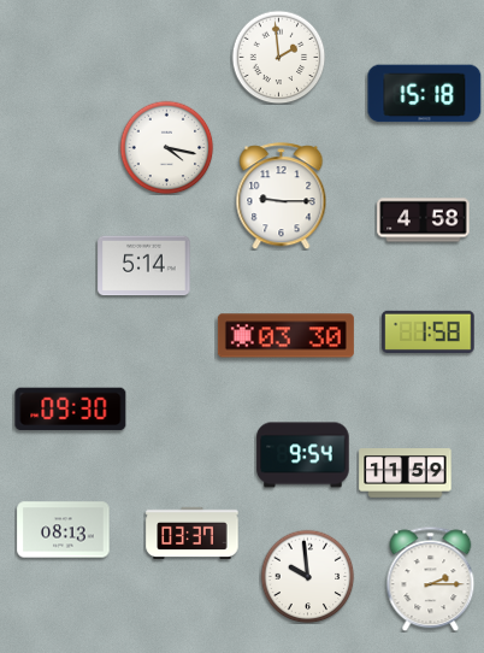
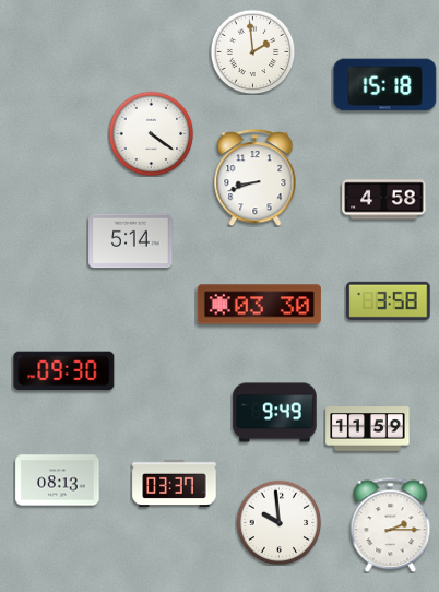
clock at (166, 147): 4:17 -> 4:21
clock at (282, 196): 9:15 -> 8:42
clock at (429, 331): 1:58 -> 3:58
clock at (303, 455): 9:54 -> 9:49
